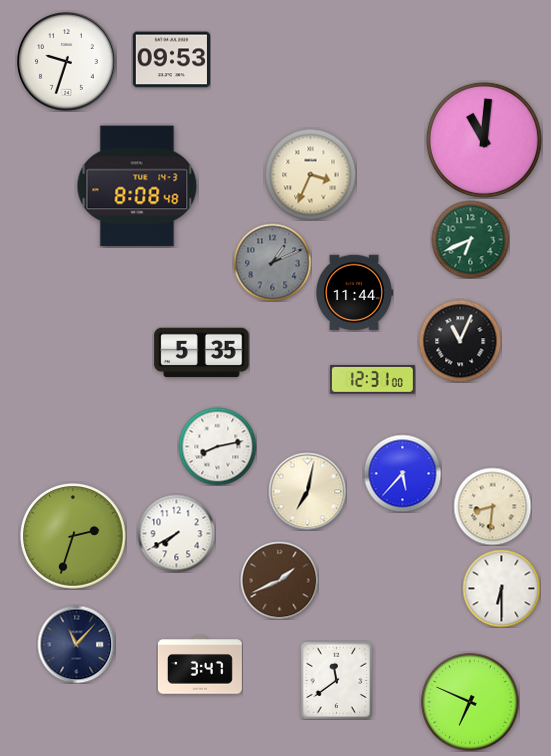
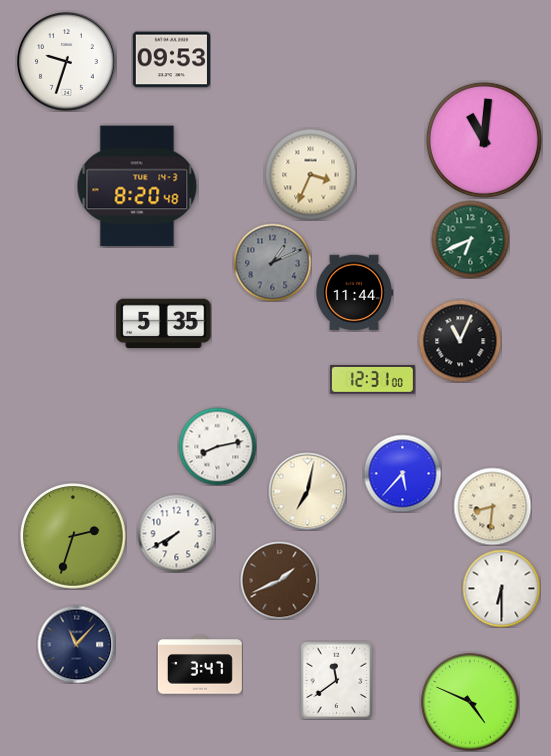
clock at (137, 186): 8:08 -> 8:20
clock at (202, 353) position: (202, 353) -> (164, 324)
clock at (470, 702): 6:49 -> 4:49
